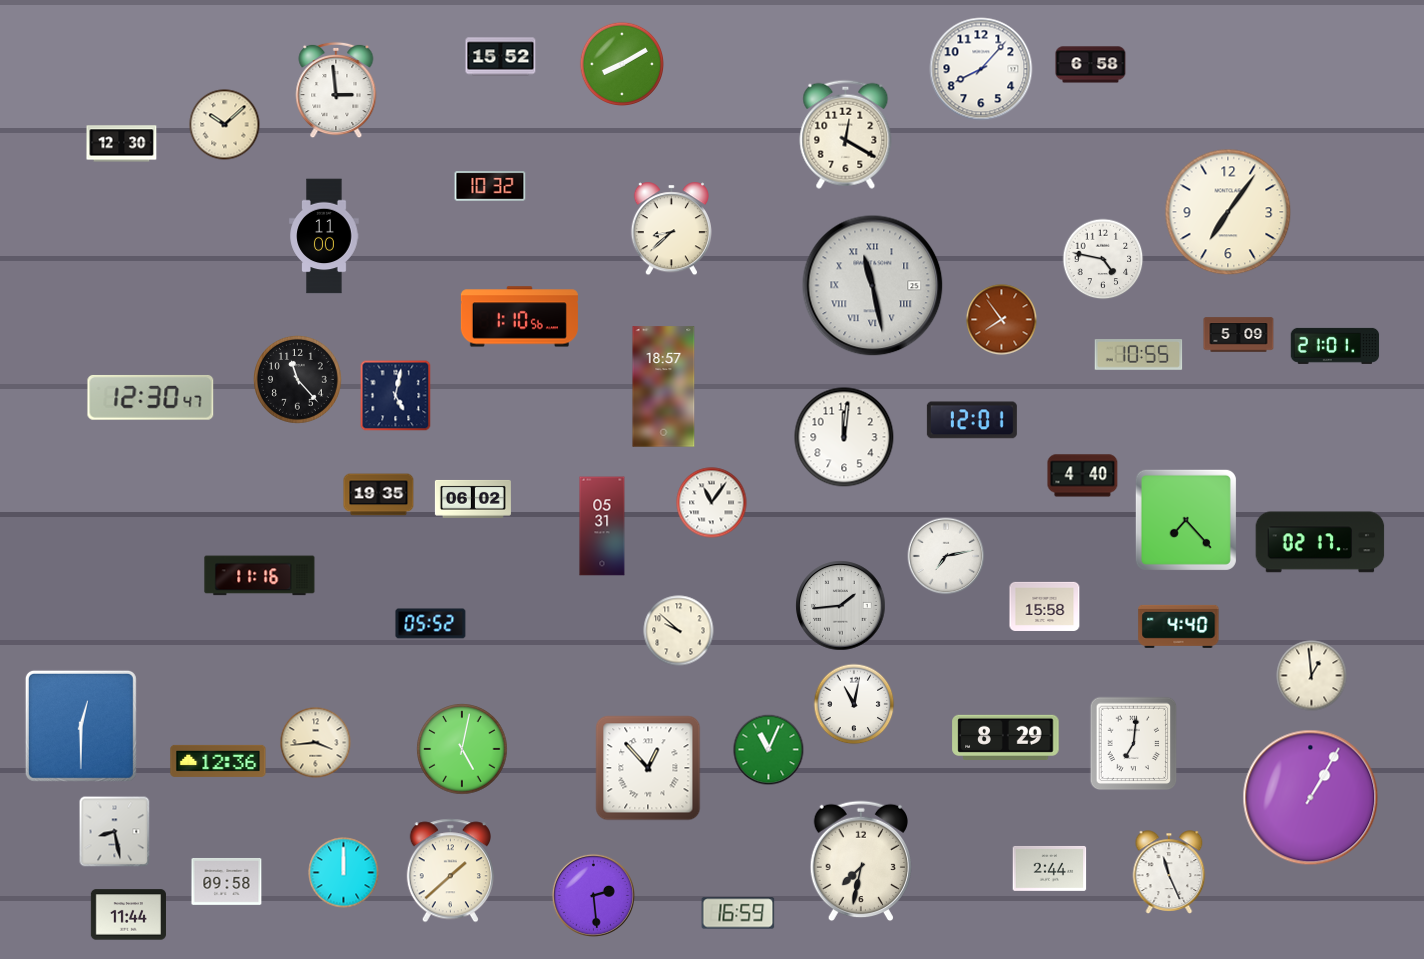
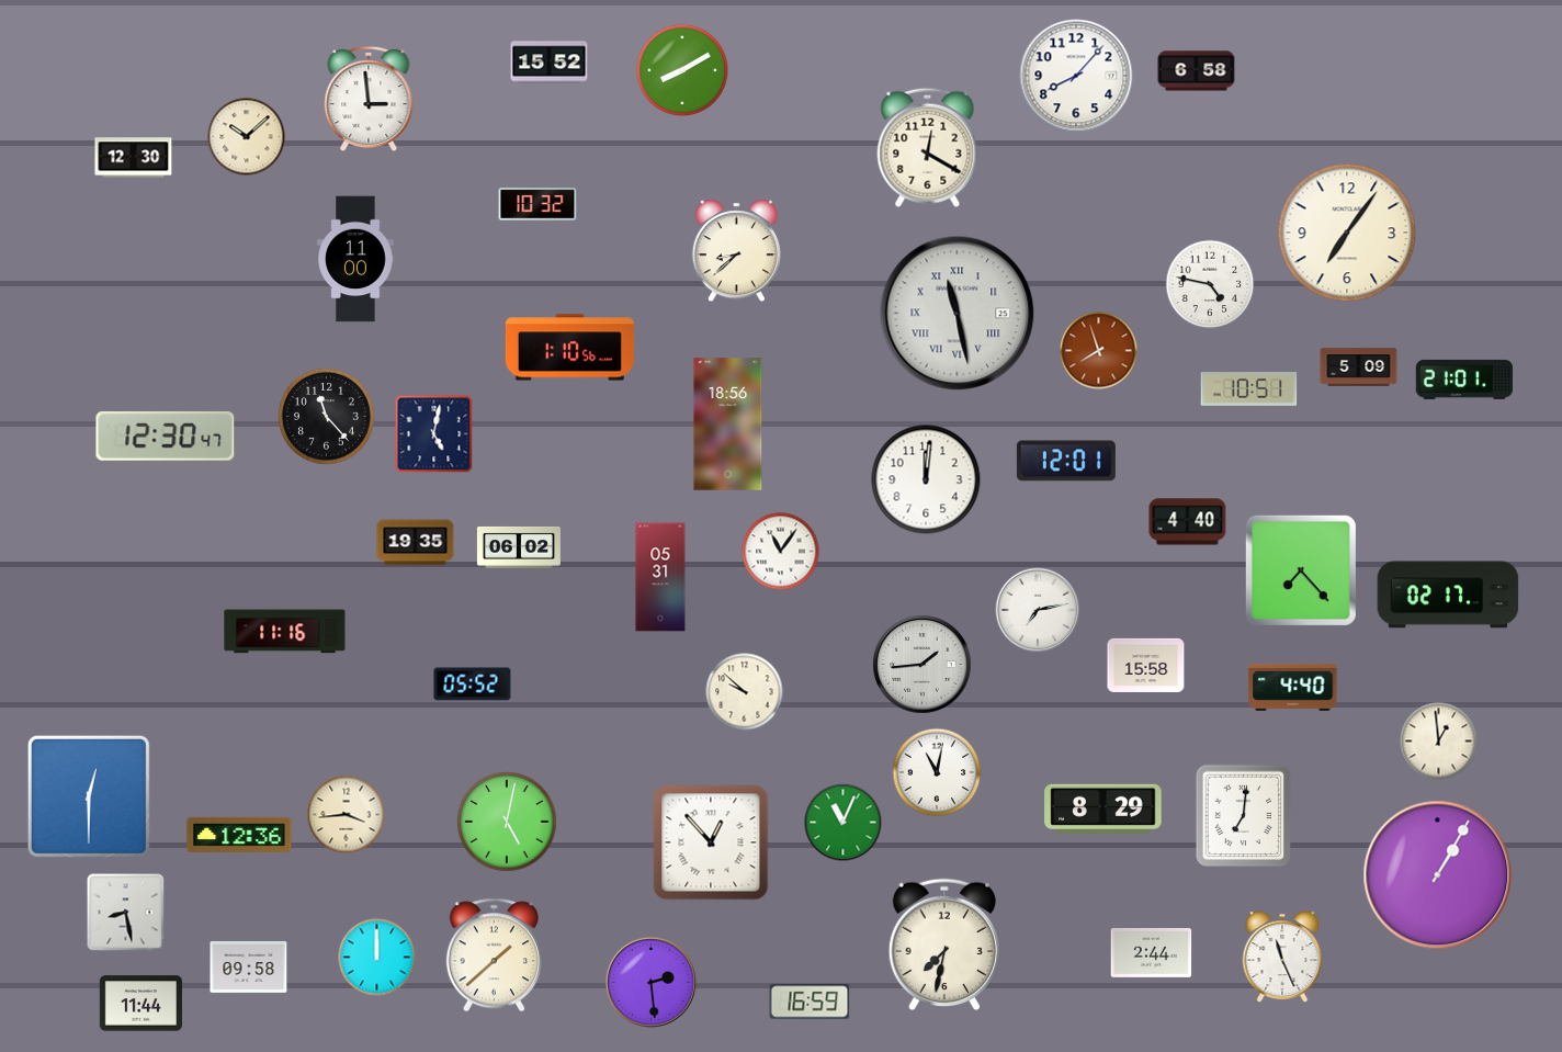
clock at (1002, 320): 7:54 -> 7:57
clock at (1139, 355): 10:55 -> 10:51
clock at (664, 387): 18:57 -> 18:56
